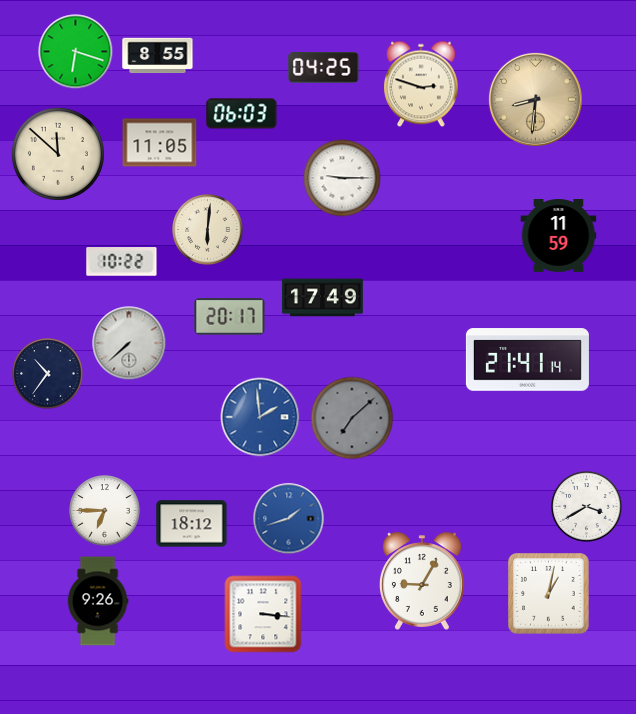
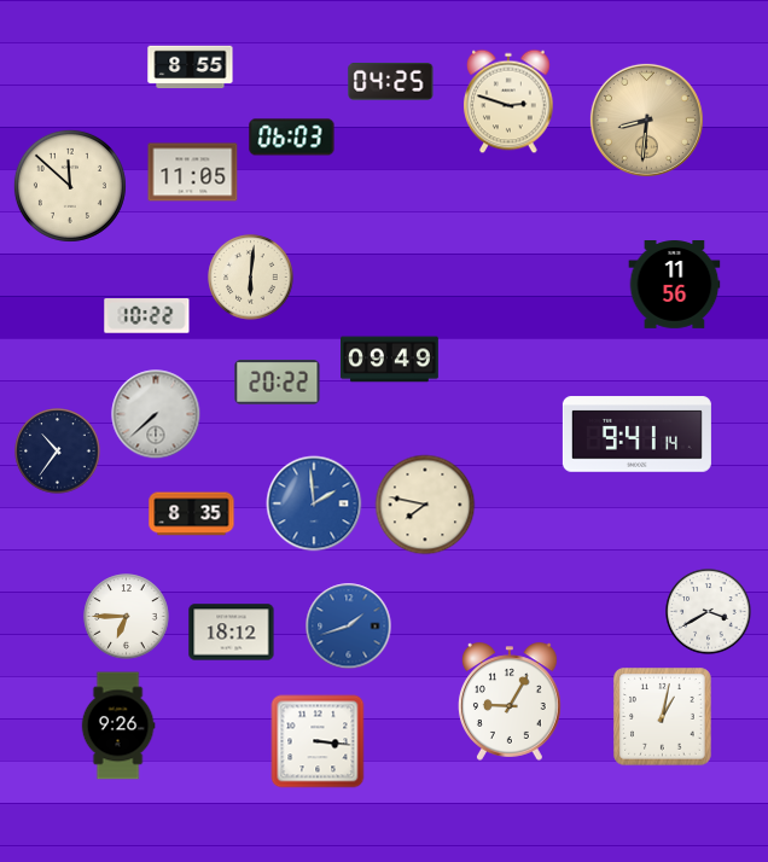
clock at (76, 52): 6:18 -> none
clock at (342, 178): 9:15 -> none
clock at (559, 236): 11:59 -> 11:56
clock at (323, 298): 17:49 -> 09:49
clock at (230, 317): 20:17 -> 20:22
clock at (527, 360): 21:41 -> 9:41
clock at (352, 418): 7:08 -> 7:47
clock at (352, 418) dial: grey -> cream
clock at (192, 514): none -> 8:35
